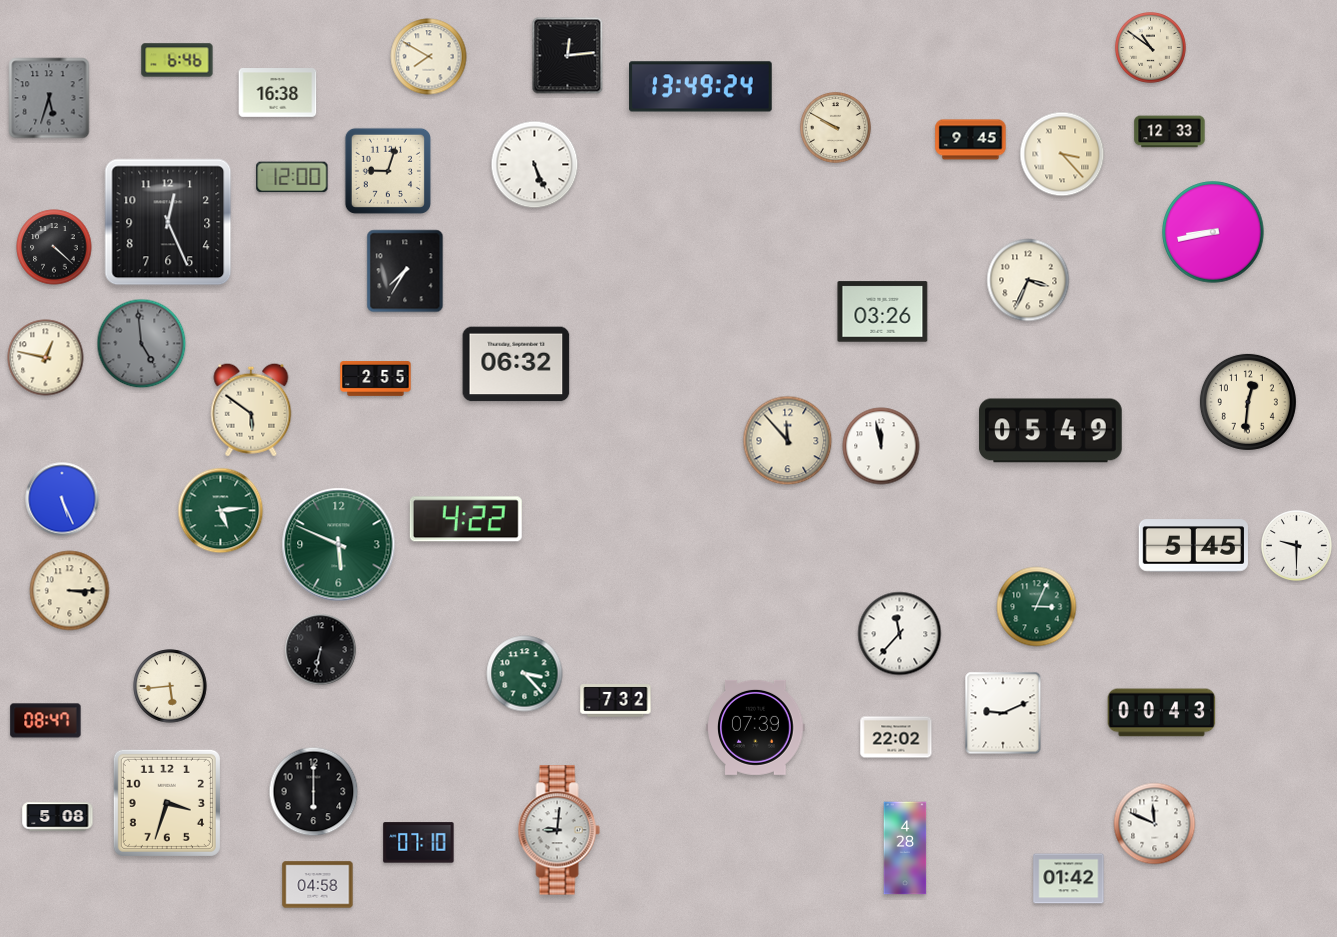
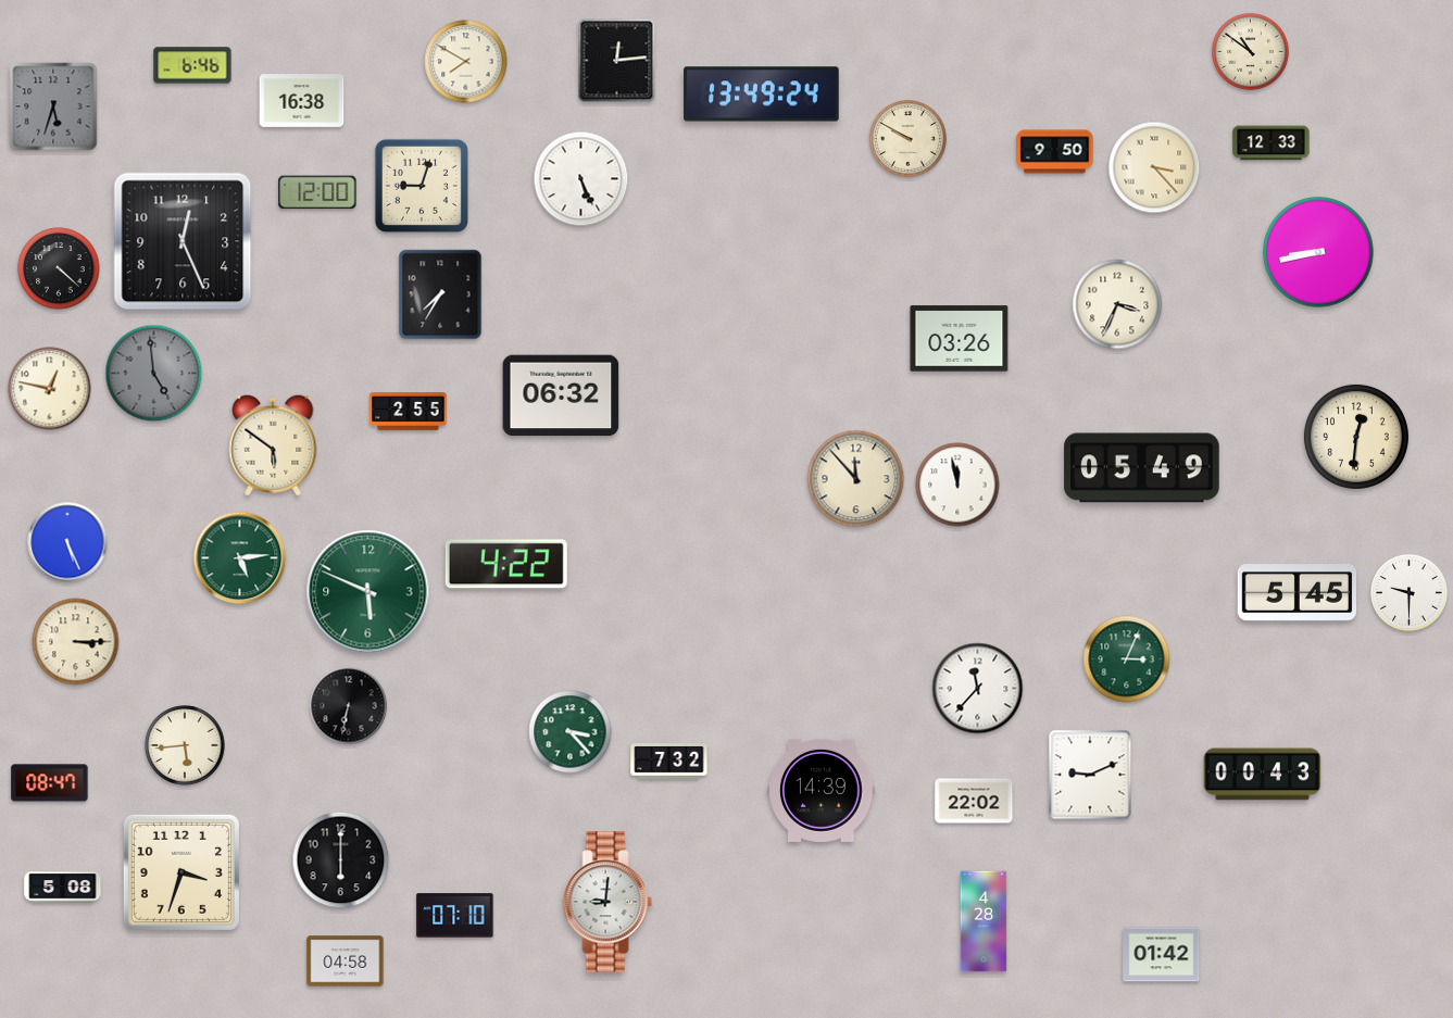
clock at (971, 140): 9:45 -> 9:50
clock at (221, 511) position: (221, 511) -> (240, 558)
clock at (756, 727): 07:39 -> 14:39
clock at (1155, 824): 11:49 -> none
